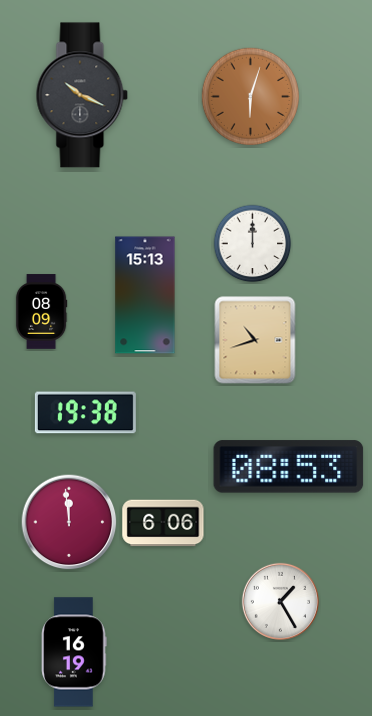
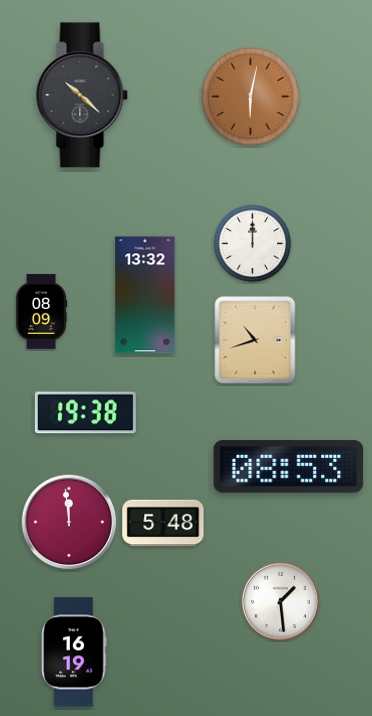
clock at (82, 95): 10:19 -> 10:22
clock at (251, 97): 6:03 -> 6:02
clock at (145, 295): 15:13 -> 13:32
clock at (163, 523): 6:06 -> 5:48
clock at (280, 601): 1:25 -> 1:29
